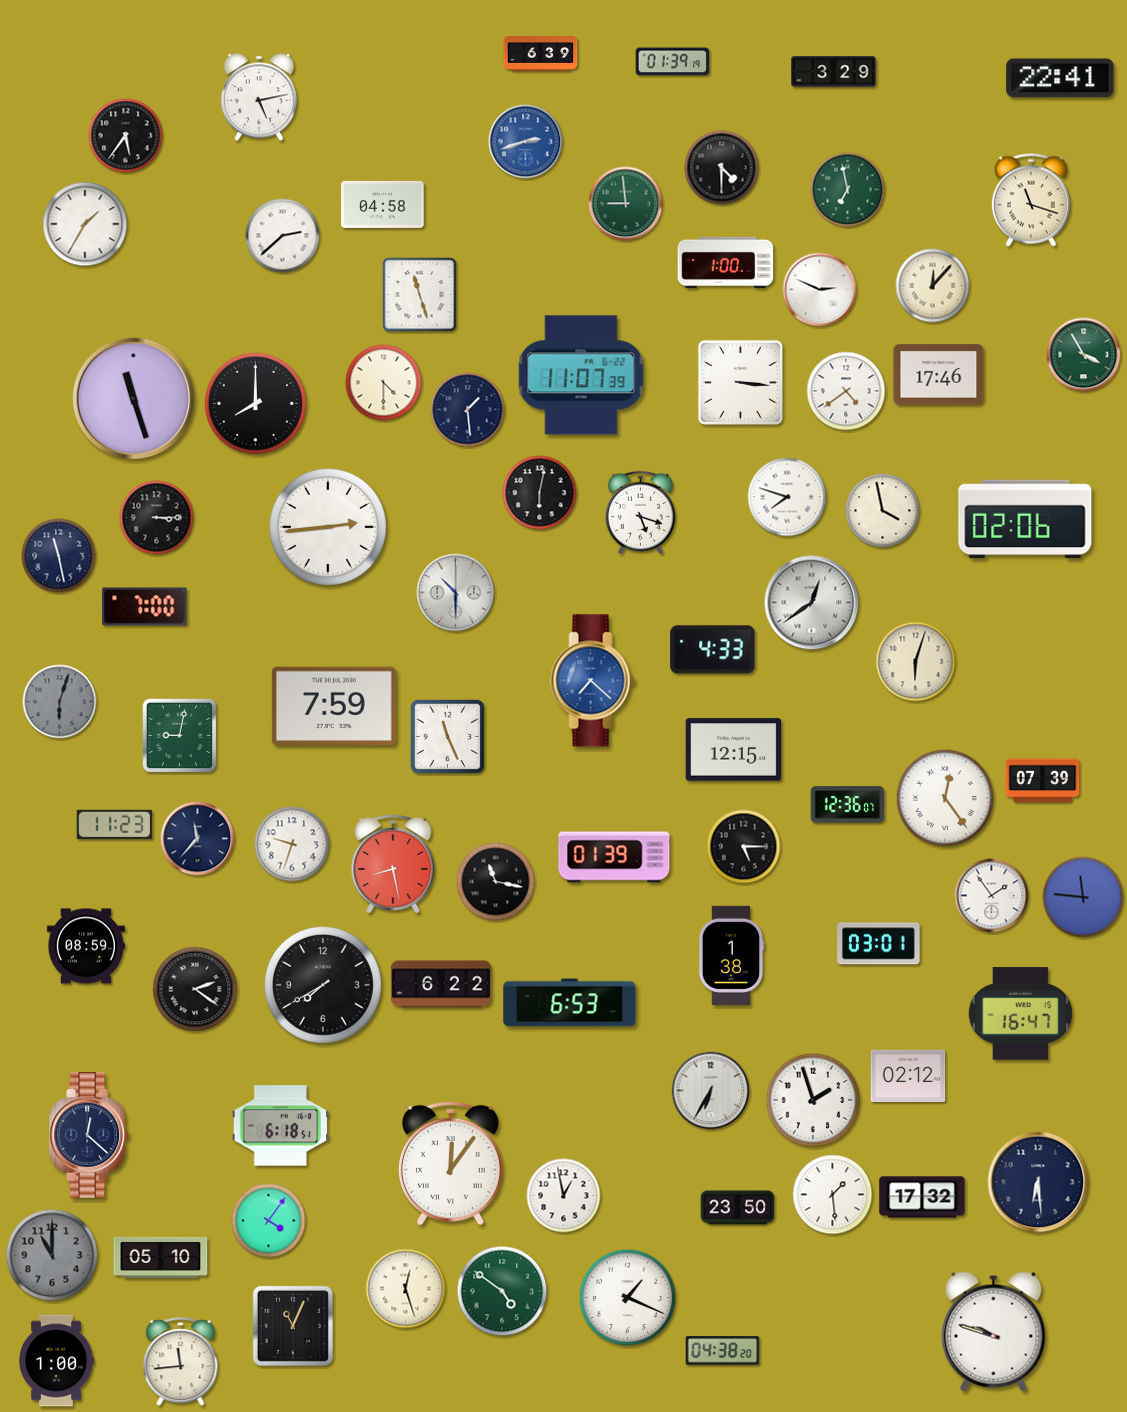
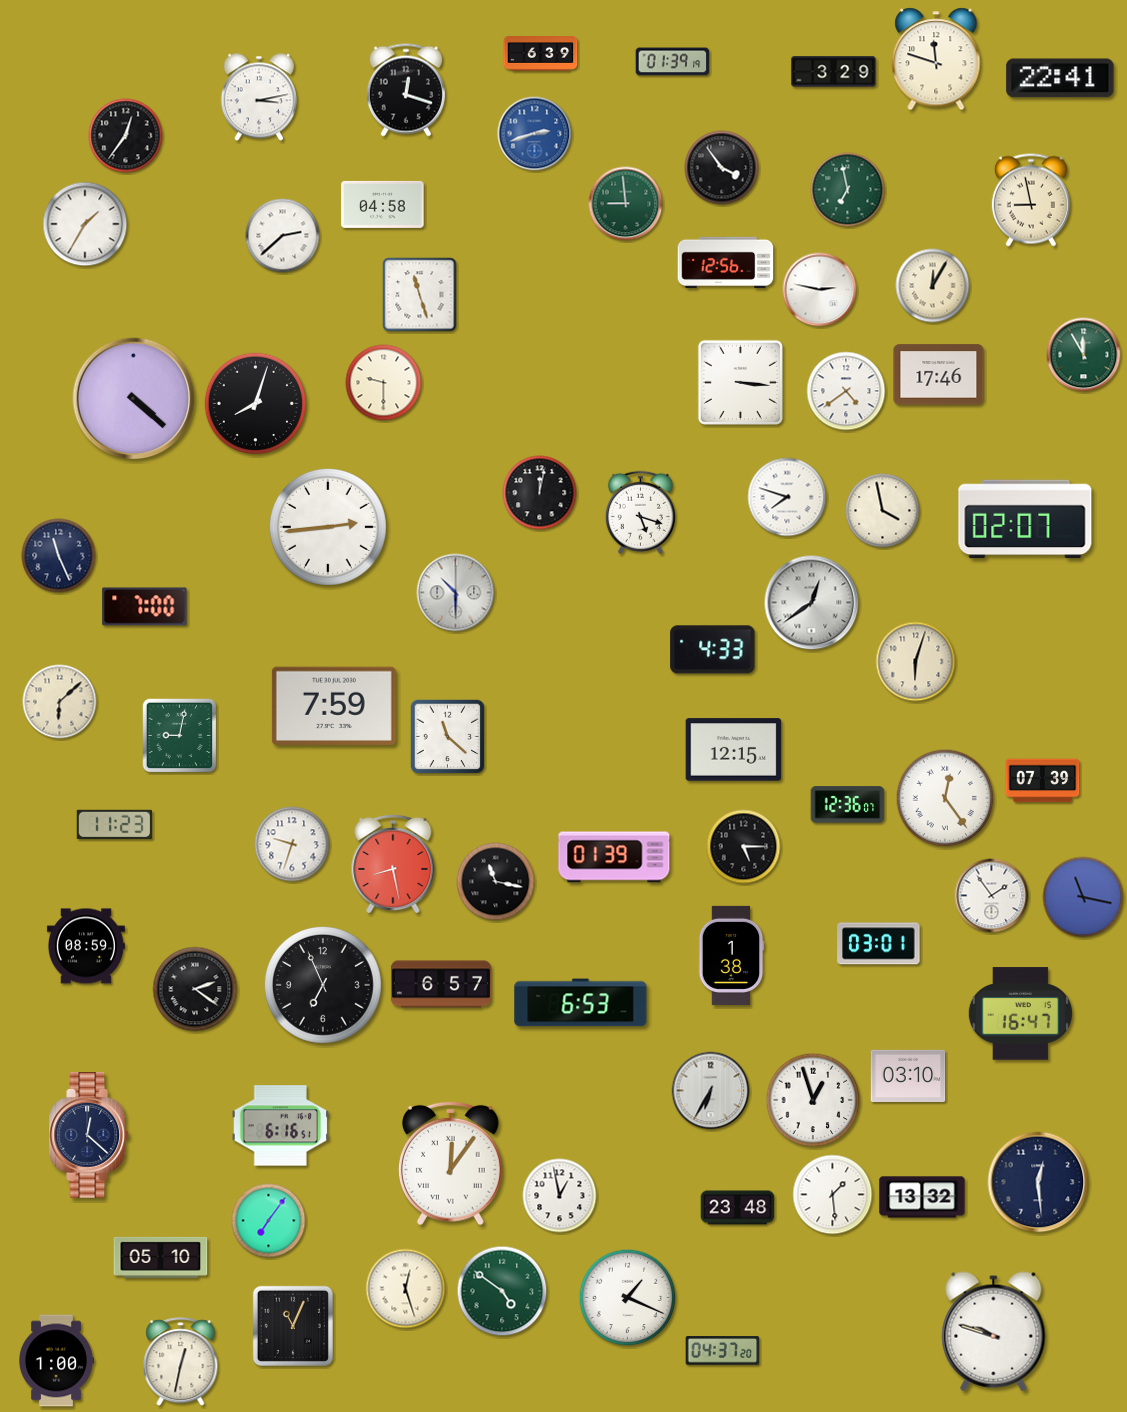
clock at (936, 59): none -> 11:48
clock at (406, 90): none -> 12:18
clock at (259, 97): 5:13 -> 3:13
clock at (126, 136): 5:36 -> 12:36
clock at (526, 142) position: (526, 142) -> (535, 134)
clock at (722, 168): 4:30 -> 3:54
clock at (1031, 200): 11:18 -> 8:58
clock at (726, 262): 1:00 -> 12:56
clock at (933, 286): 12:07 -> 12:05
clock at (820, 290): 2:49 -> 2:47
clock at (1084, 355): 3:55 -> 11:55
clock at (581, 375): 11:07 -> none
clock at (384, 383): 4:30 -> 9:30
clock at (134, 399): 11:27 -> 4:22
clock at (255, 403): 8:00 -> 8:03
clock at (468, 410): 1:29 -> none
clock at (540, 493): 6:02 -> 12:02
clock at (157, 518): 3:15 -> none
clock at (1025, 519): 02:06 -> 02:07
clock at (59, 556): 11:28 -> 11:26
clock at (593, 681): 7:22 -> none
clock at (60, 702): 6:03 -> 6:08
clock at (60, 702) dial: grey -> cream
clock at (448, 737): 11:26 -> 11:22
clock at (198, 839): 11:37 -> none
clock at (1083, 897): 11:46 -> 11:17
clock at (441, 984): 6:22 -> 6:57
clock at (323, 985): 7:40 -> 6:56
clock at (570, 1003) position: (570, 1003) -> (581, 1003)
clock at (908, 1075): 02:12 -> 03:10
clock at (813, 1100): 1:57 -> 12:57
clock at (280, 1126): 6:18 -> 6:16
clock at (1038, 1182): 6:29 -> 12:29
clock at (564, 1196) position: (564, 1196) -> (560, 1196)
clock at (922, 1197): 17:32 -> 13:32
clock at (738, 1208): 23:50 -> 23:48
clock at (269, 1221): 4:06 -> 7:06
clock at (52, 1255): 11:00 -> none
clock at (723, 1351): 04:38 -> 04:37
clock at (181, 1362): 11:44 -> 12:32
